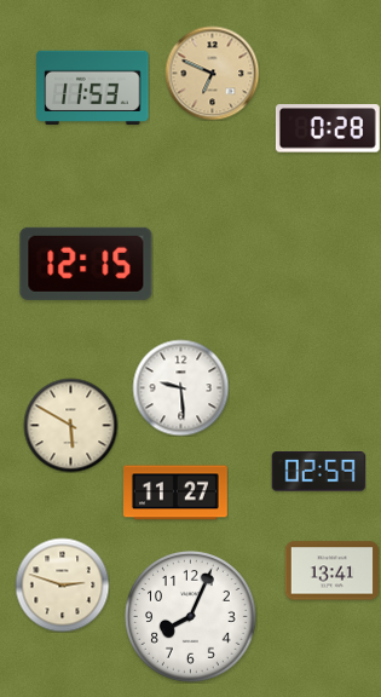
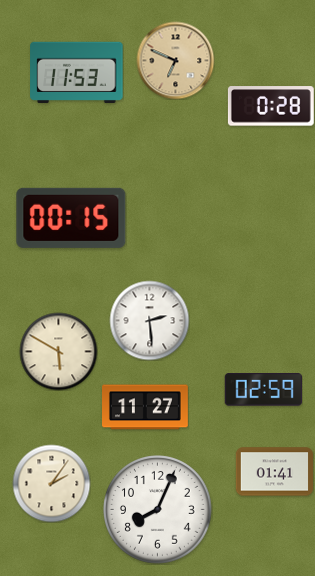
clock at (86, 264): 12:15 -> 00:15
clock at (180, 387): 9:29 -> 2:29
clock at (331, 571): 13:41 -> 01:41
clock at (62, 584): 2:48 -> 2:06
